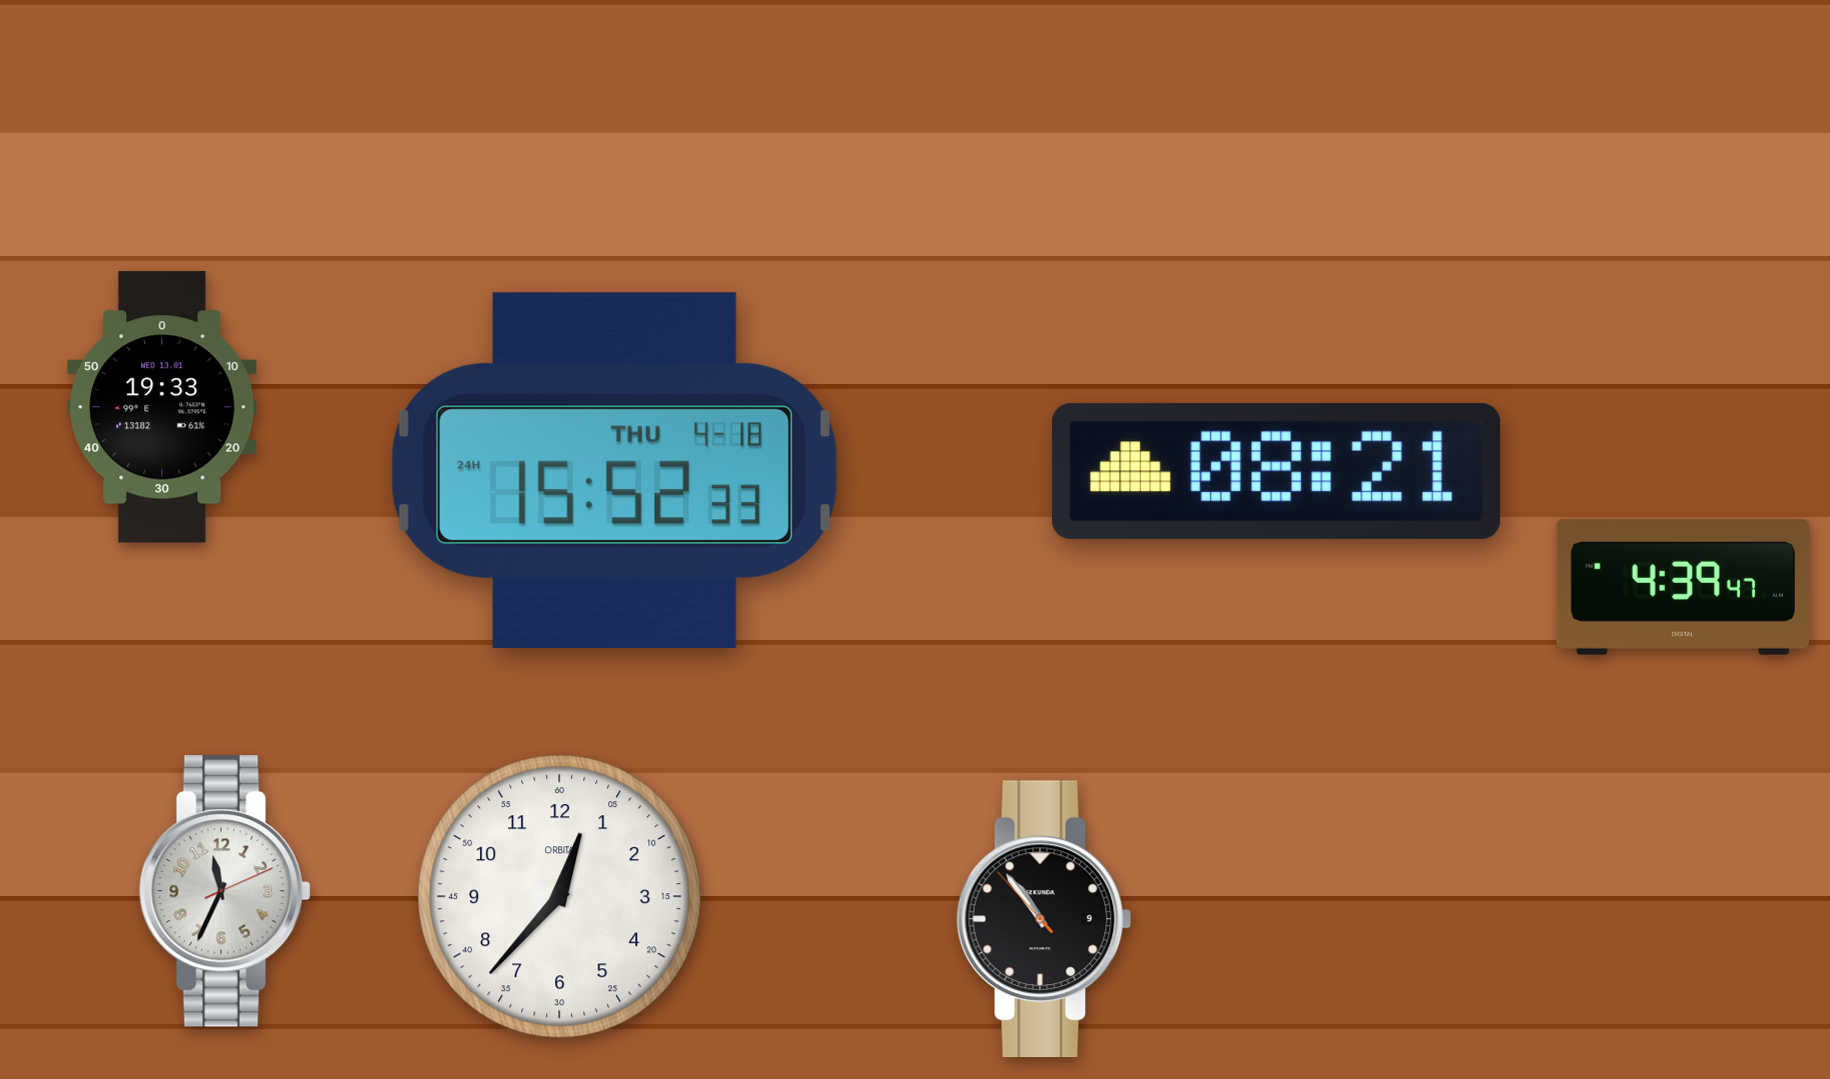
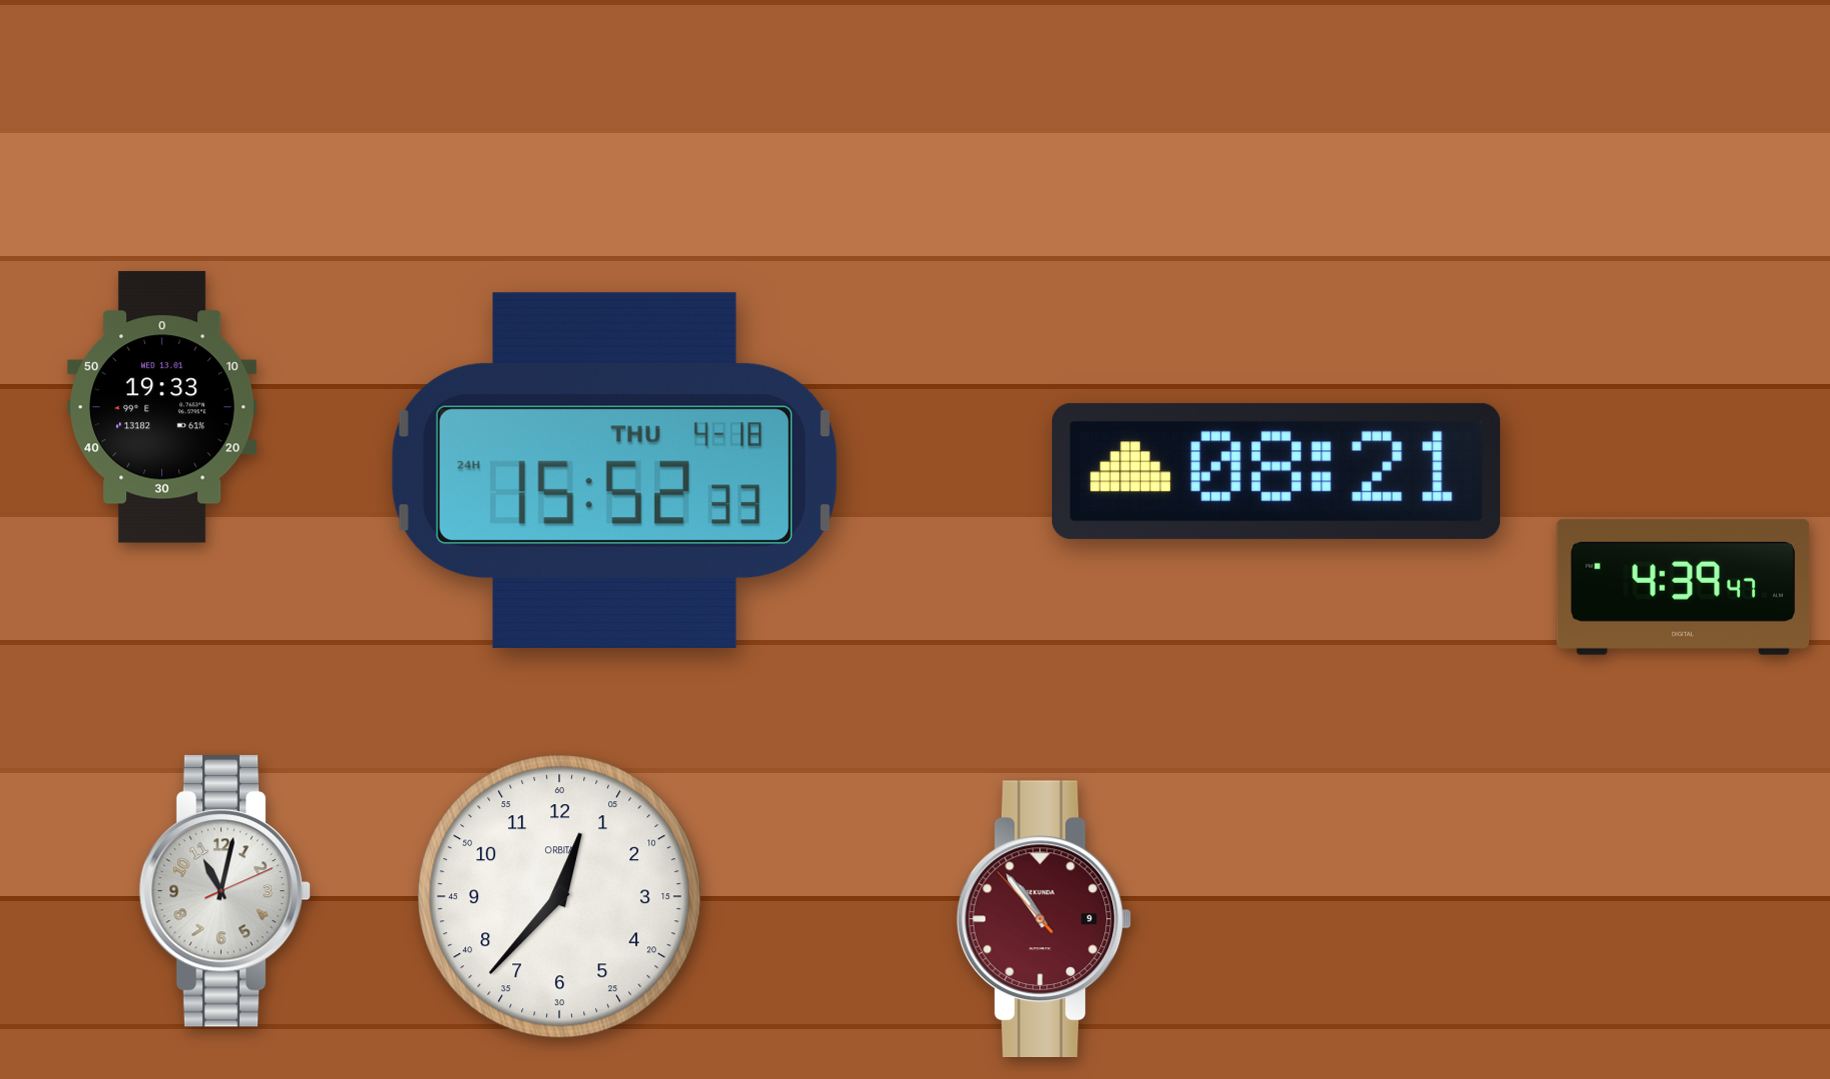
clock at (225, 892): 11:34 -> 11:02
clock at (1044, 919) dial: black -> burgundy
